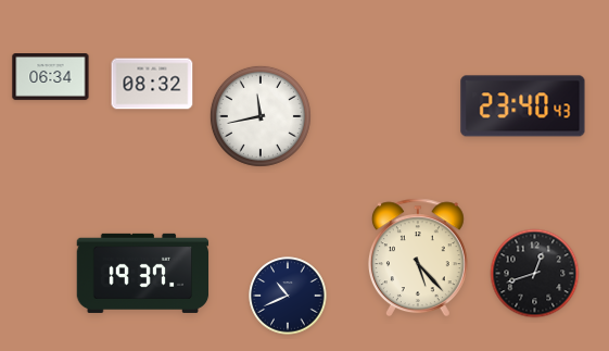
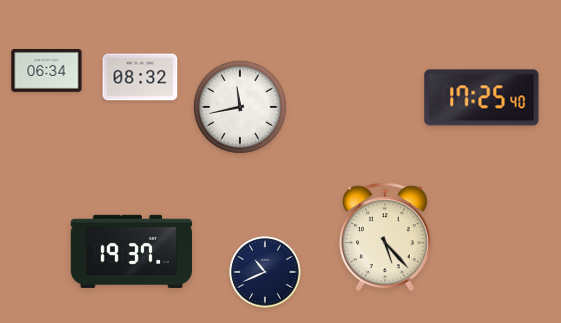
clock at (523, 106): 23:40 -> 17:25
clock at (535, 274): 12:42 -> none
